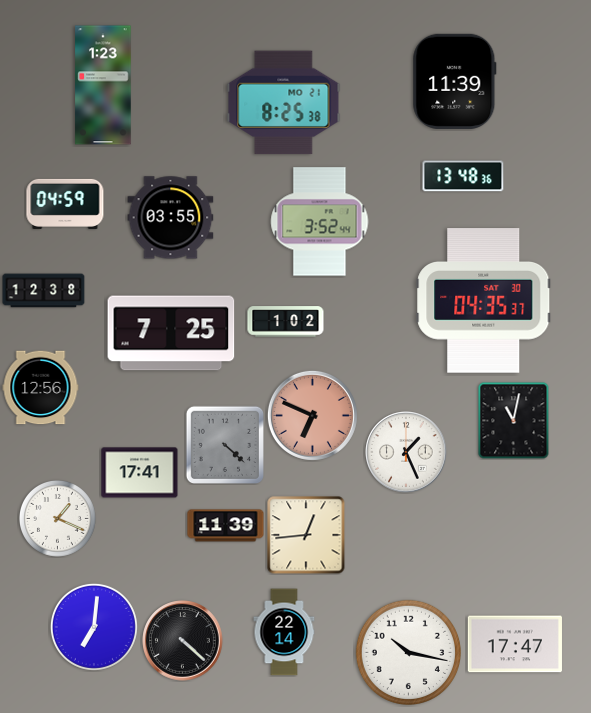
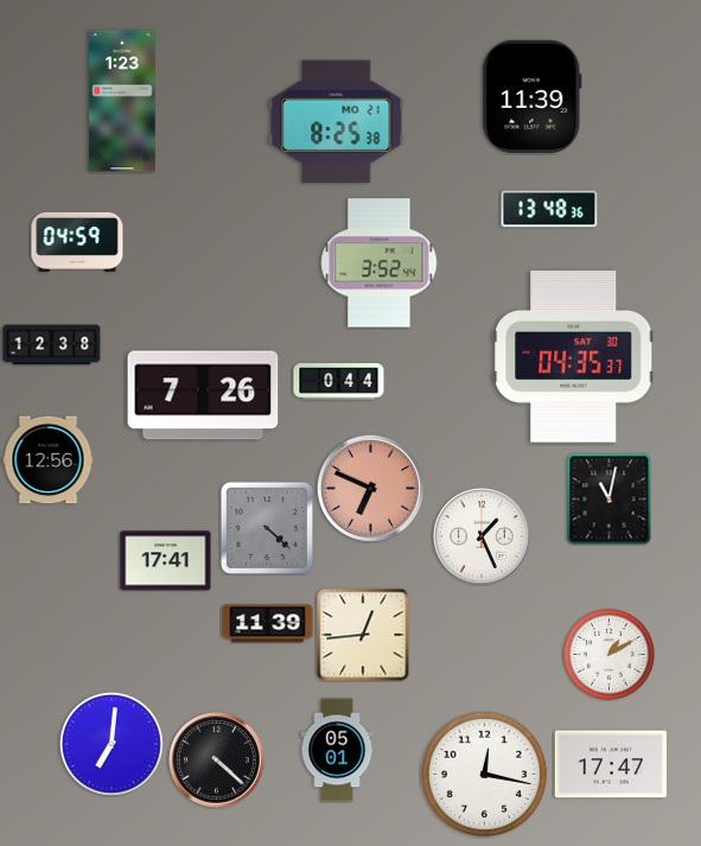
clock at (455, 81) position: (455, 81) -> (533, 96)
clock at (171, 218): 03:55 -> none
clock at (286, 322): 1:02 -> 0:44
clock at (171, 333): 7:25 -> 7:26
clock at (312, 415) position: (312, 415) -> (370, 488)
clock at (58, 519): 1:19 -> none
clock at (610, 655): none -> 1:10
clock at (284, 632): 22:14 -> 05:01
clock at (408, 652): 10:17 -> 12:17
